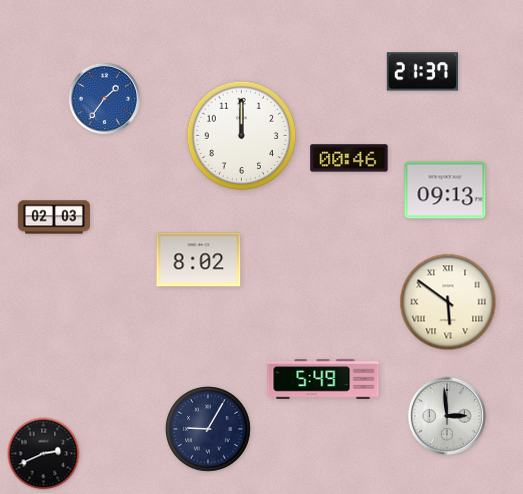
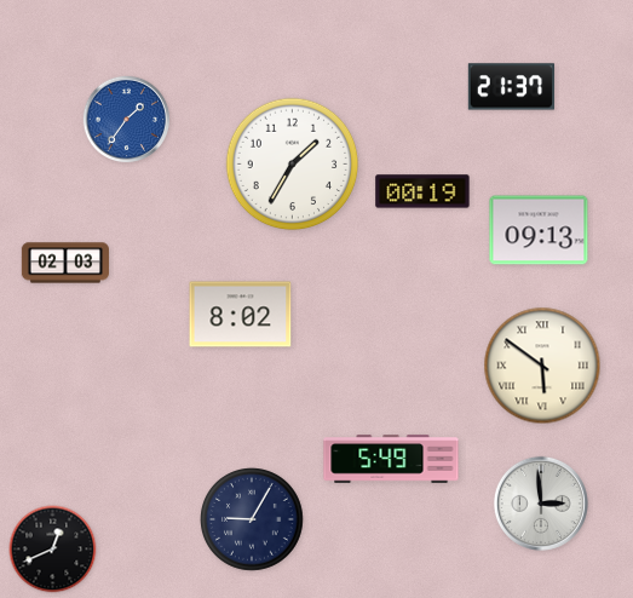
clock at (242, 136): 12:00 -> 1:35
clock at (349, 158): 00:46 -> 00:19
clock at (44, 454): 2:41 -> 12:41
